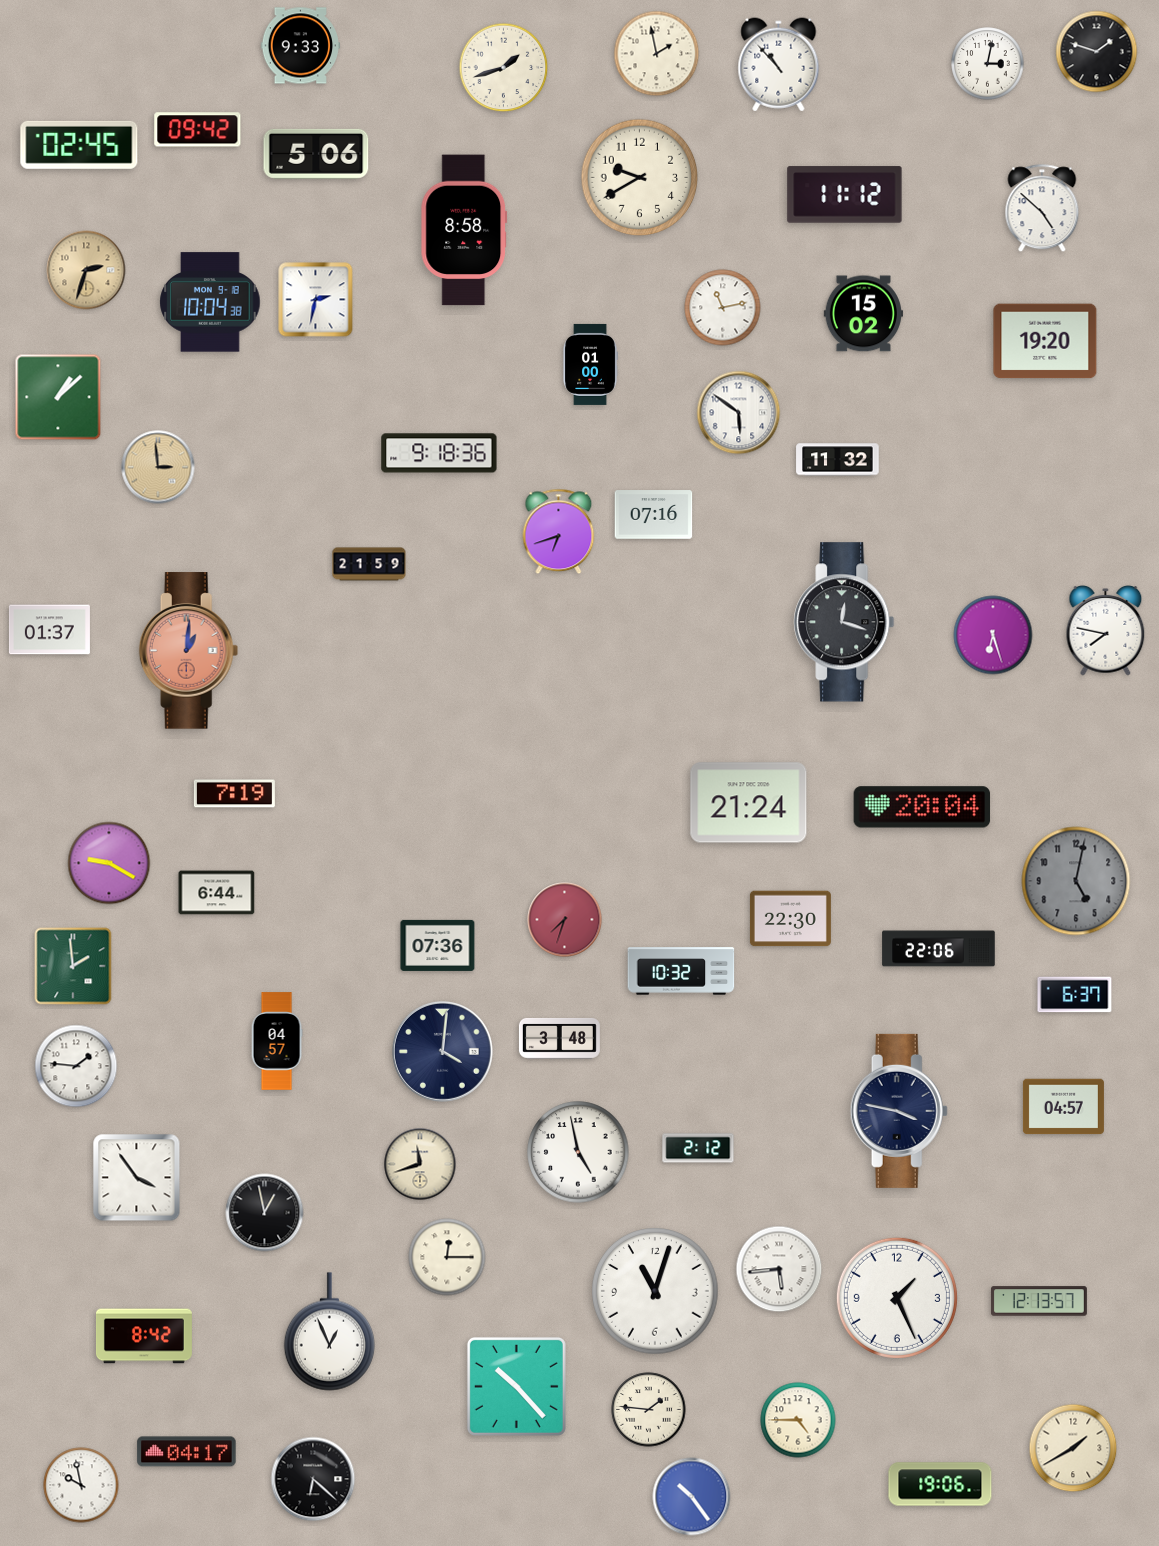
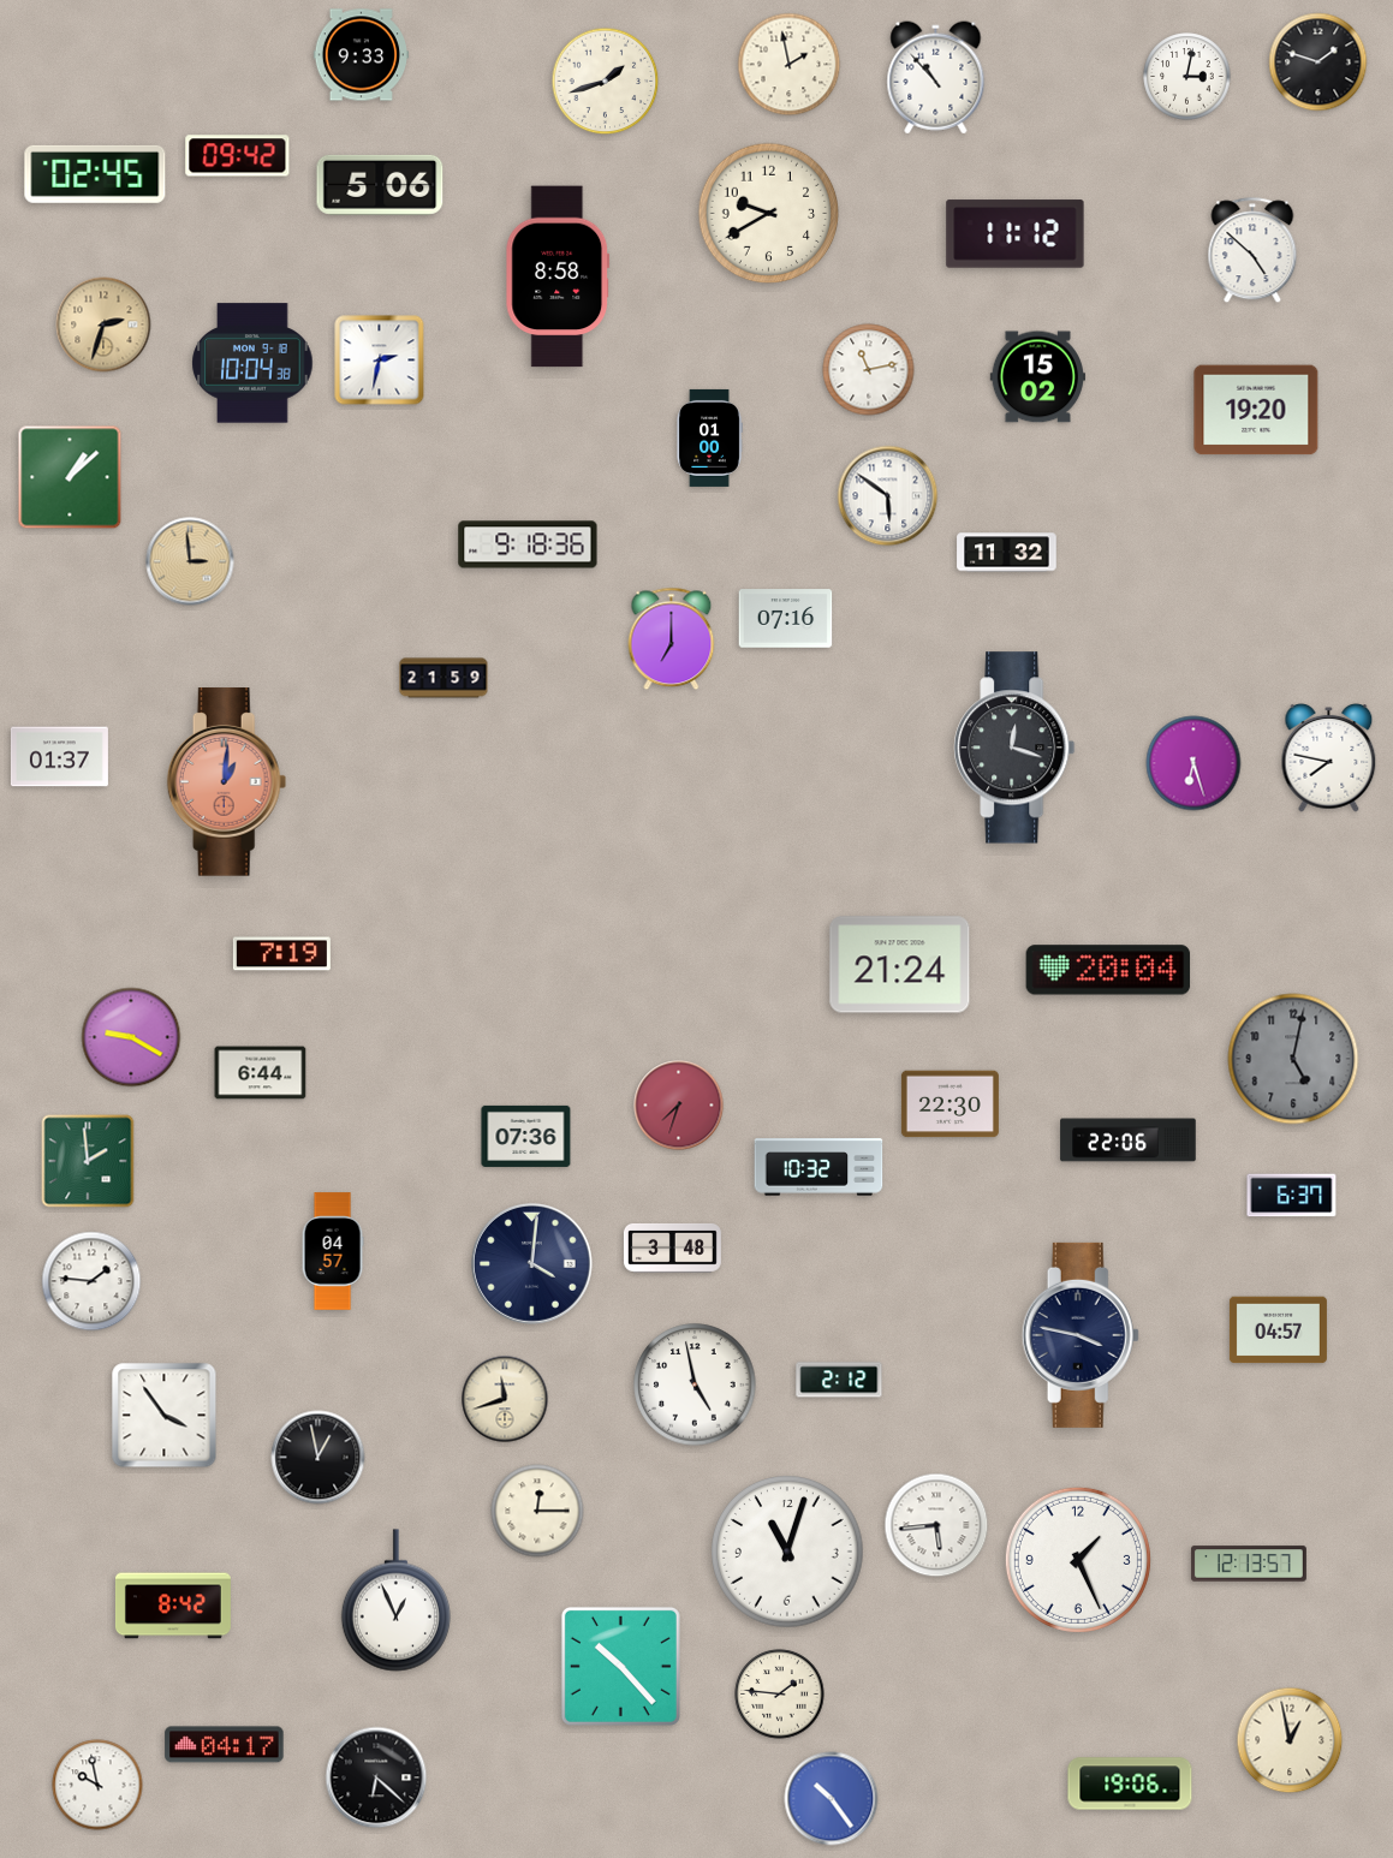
clock at (559, 532): 6:42 -> 7:00
clock at (798, 1420): 4:45 -> none
clock at (1073, 1448): 1:40 -> 12:58
